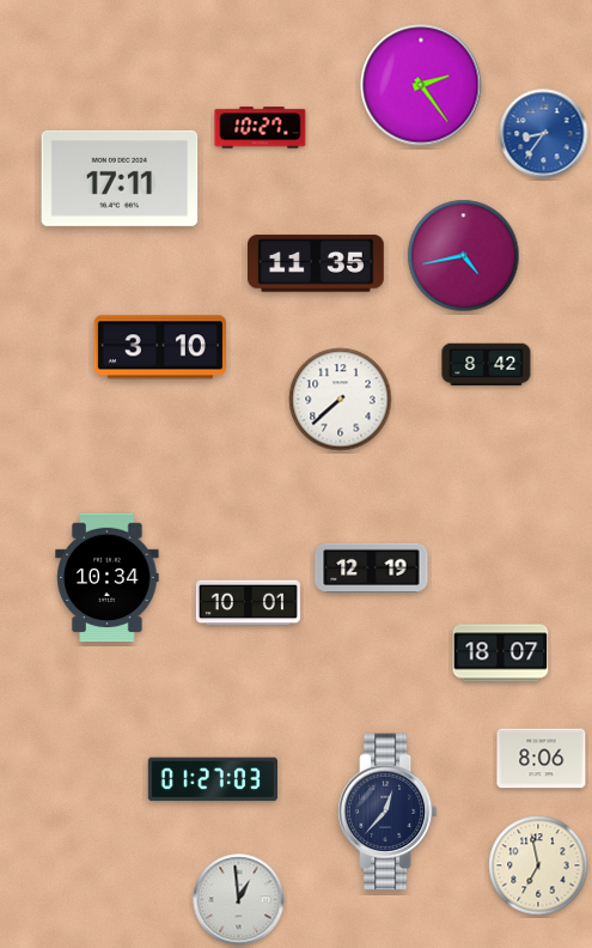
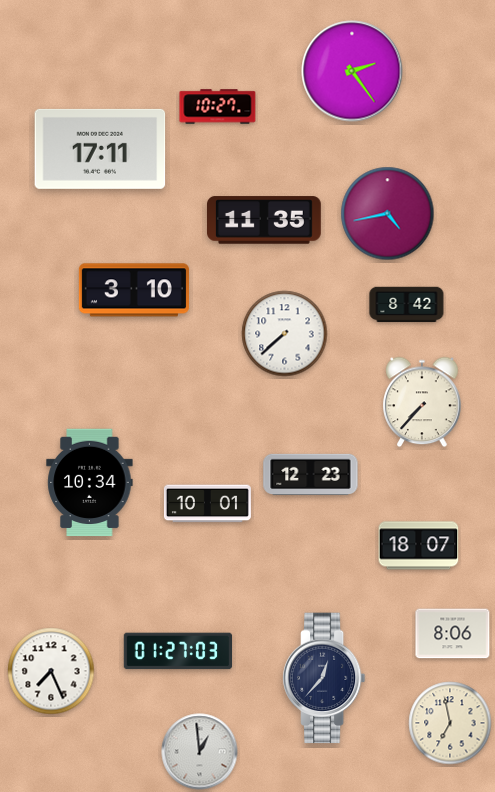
clock at (544, 134): 8:36 -> none
clock at (422, 402): none -> 7:37
clock at (372, 567): 12:19 -> 12:23
clock at (51, 671): none -> 7:26
